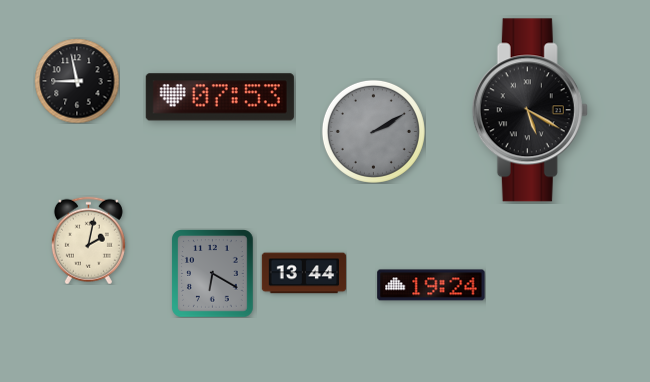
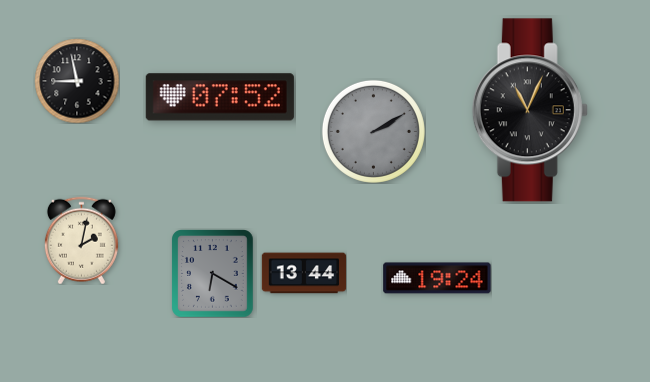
clock at (220, 97): 07:53 -> 07:52
clock at (530, 110): 5:20 -> 11:04
clock at (88, 240) position: (88, 240) -> (81, 240)
clock at (431, 285) position: (431, 285) -> (437, 278)
